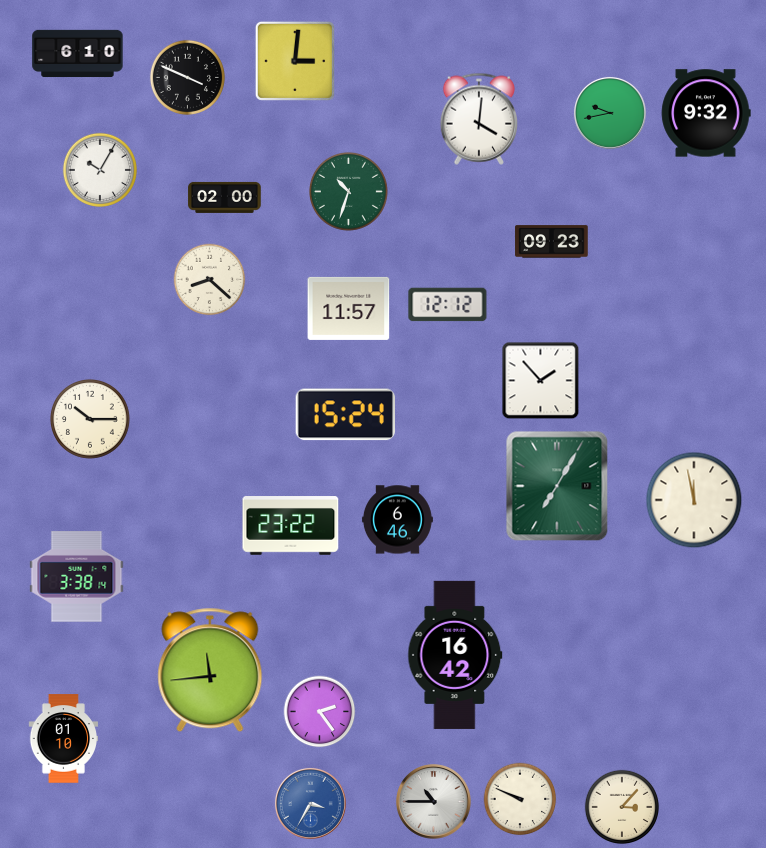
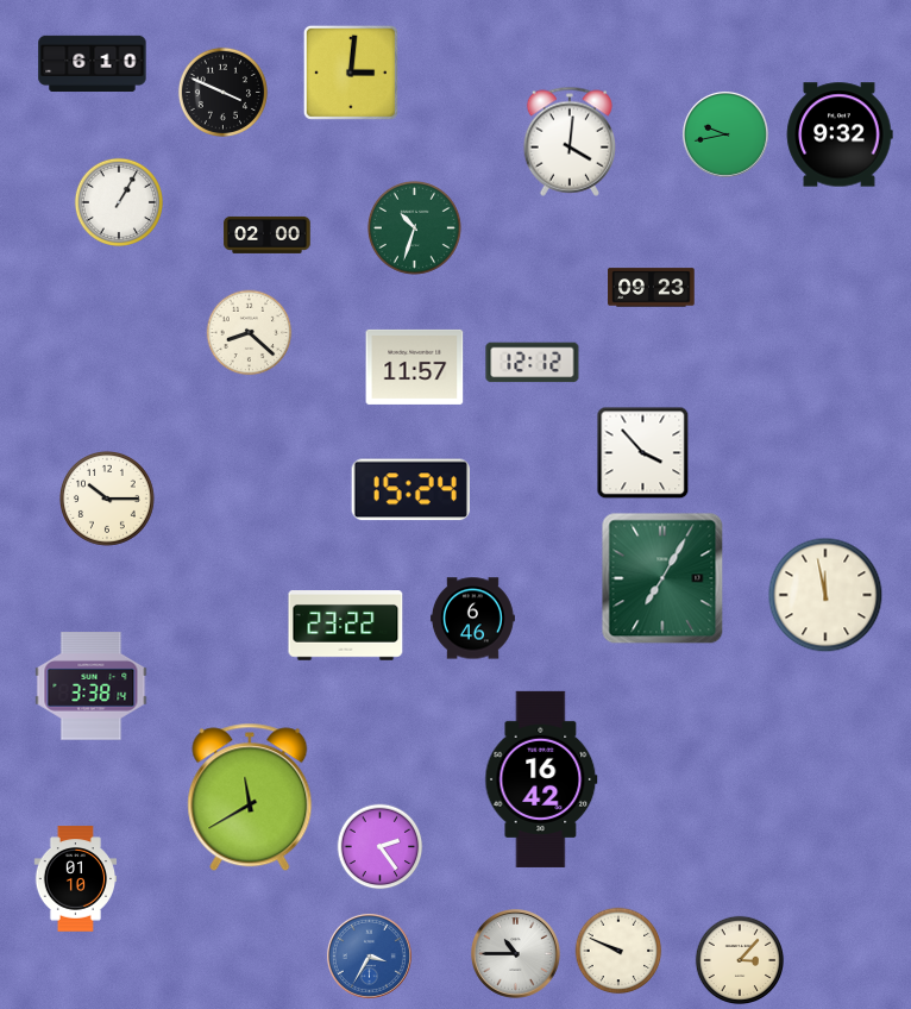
clock at (100, 170): 10:05 -> 1:05
clock at (552, 242) position: (552, 242) -> (652, 288)
clock at (541, 381): 1:53 -> 3:53
clock at (345, 415) position: (345, 415) -> (410, 490)
clock at (210, 670): 11:44 -> 11:40
